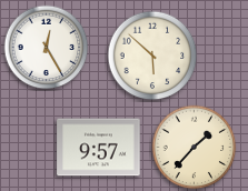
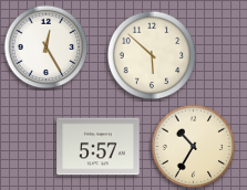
clock at (99, 148): 9:57 -> 5:57
clock at (195, 148): 1:37 -> 10:35
